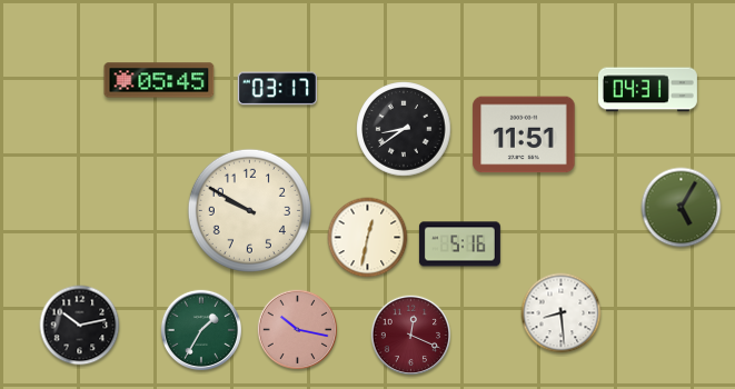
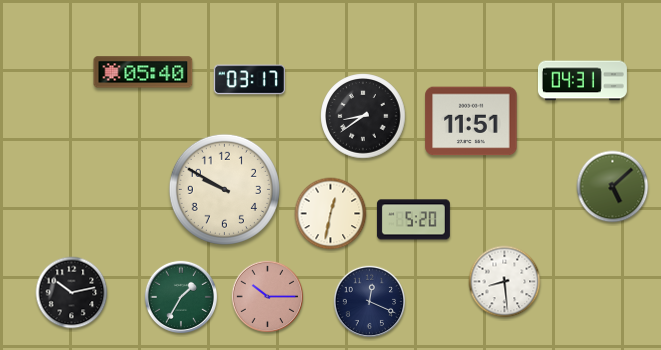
clock at (159, 80): 05:45 -> 05:40
clock at (682, 208): 5:05 -> 5:08
clock at (459, 245): 5:16 -> 5:20
clock at (297, 329): 10:17 -> 10:15
clock at (410, 335) dial: burgundy -> navy
